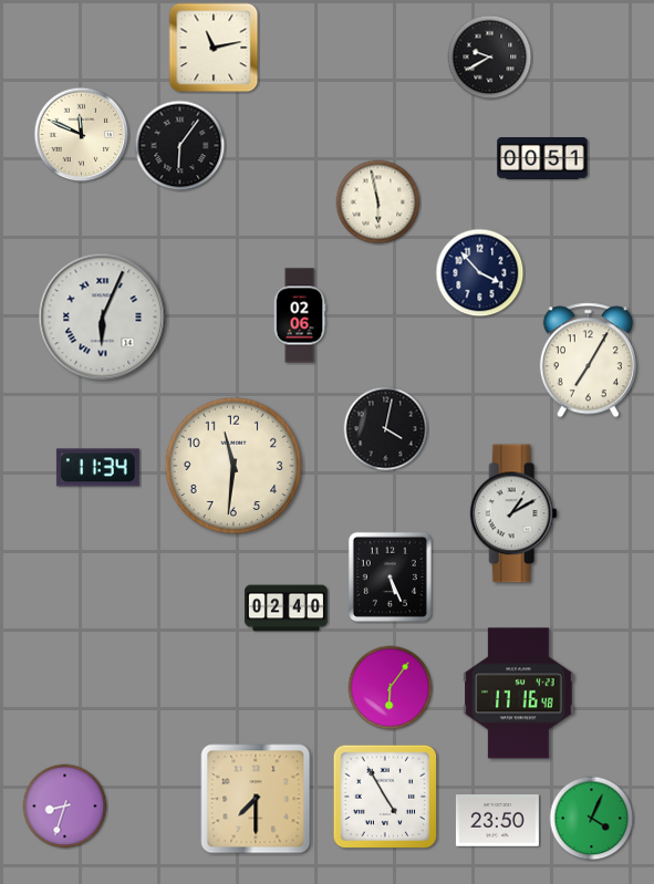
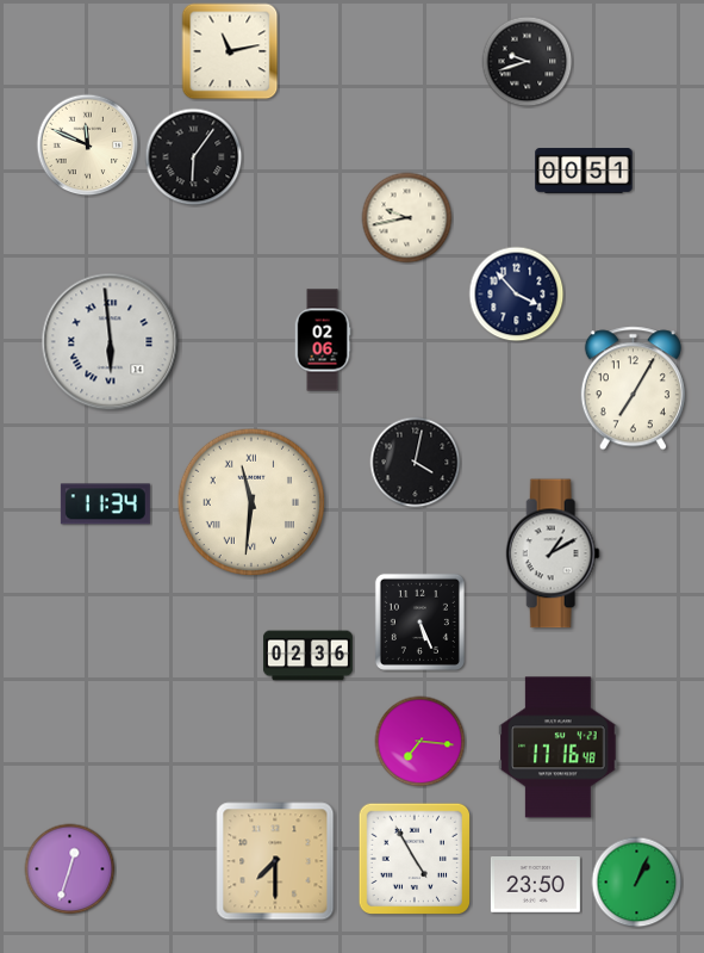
clock at (490, 58): 9:40 -> 9:42
clock at (378, 202): 5:58 -> 9:43
clock at (103, 318): 6:04 -> 5:59
clock at (233, 466) numerals: Arabic -> Roman
clock at (286, 609): 02:40 -> 02:36
clock at (391, 688): 6:06 -> 7:16
clock at (65, 807): 8:33 -> 12:33
clock at (592, 819): 4:04 -> 1:04
